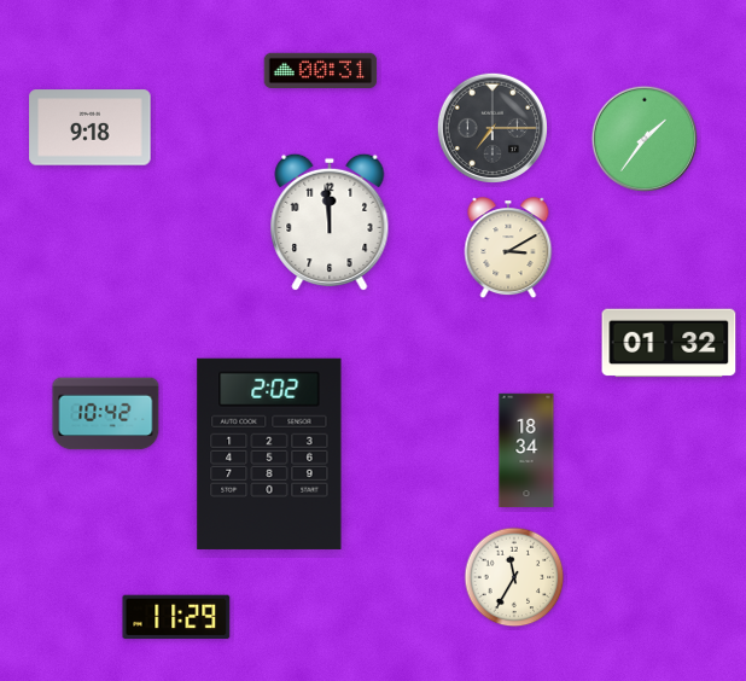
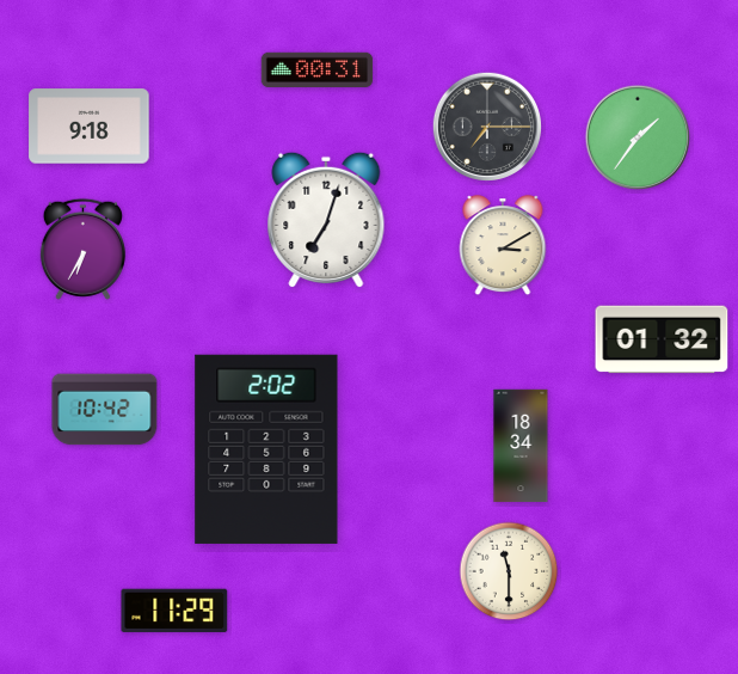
clock at (330, 222): 11:59 -> 7:03
clock at (82, 249): none -> 6:35
clock at (514, 577): 11:35 -> 11:30
